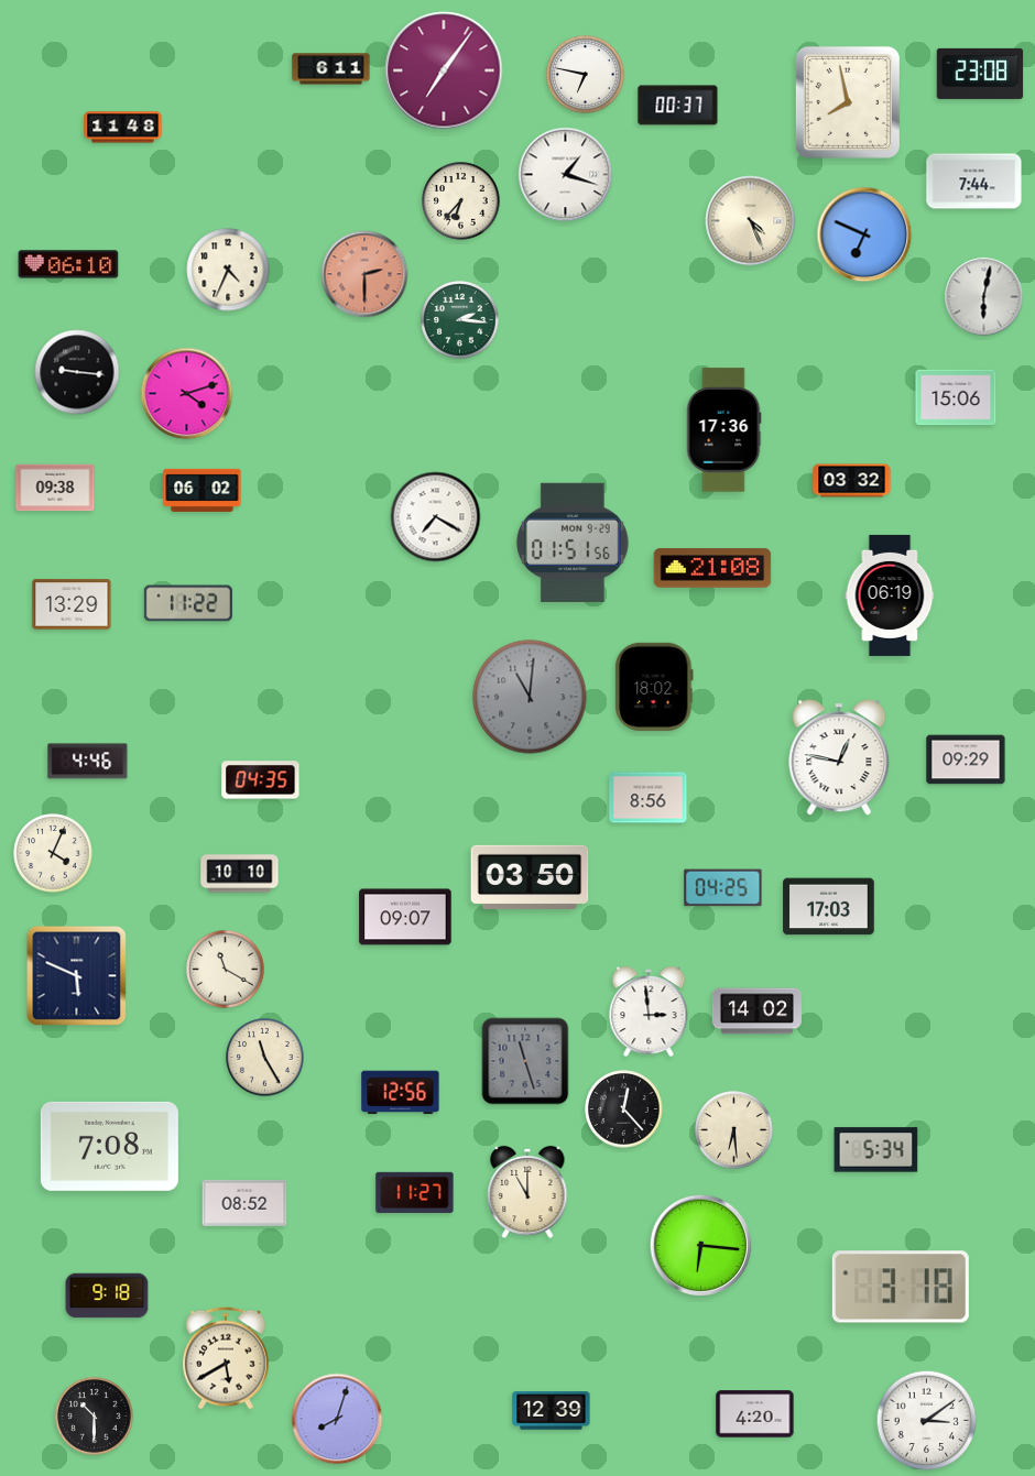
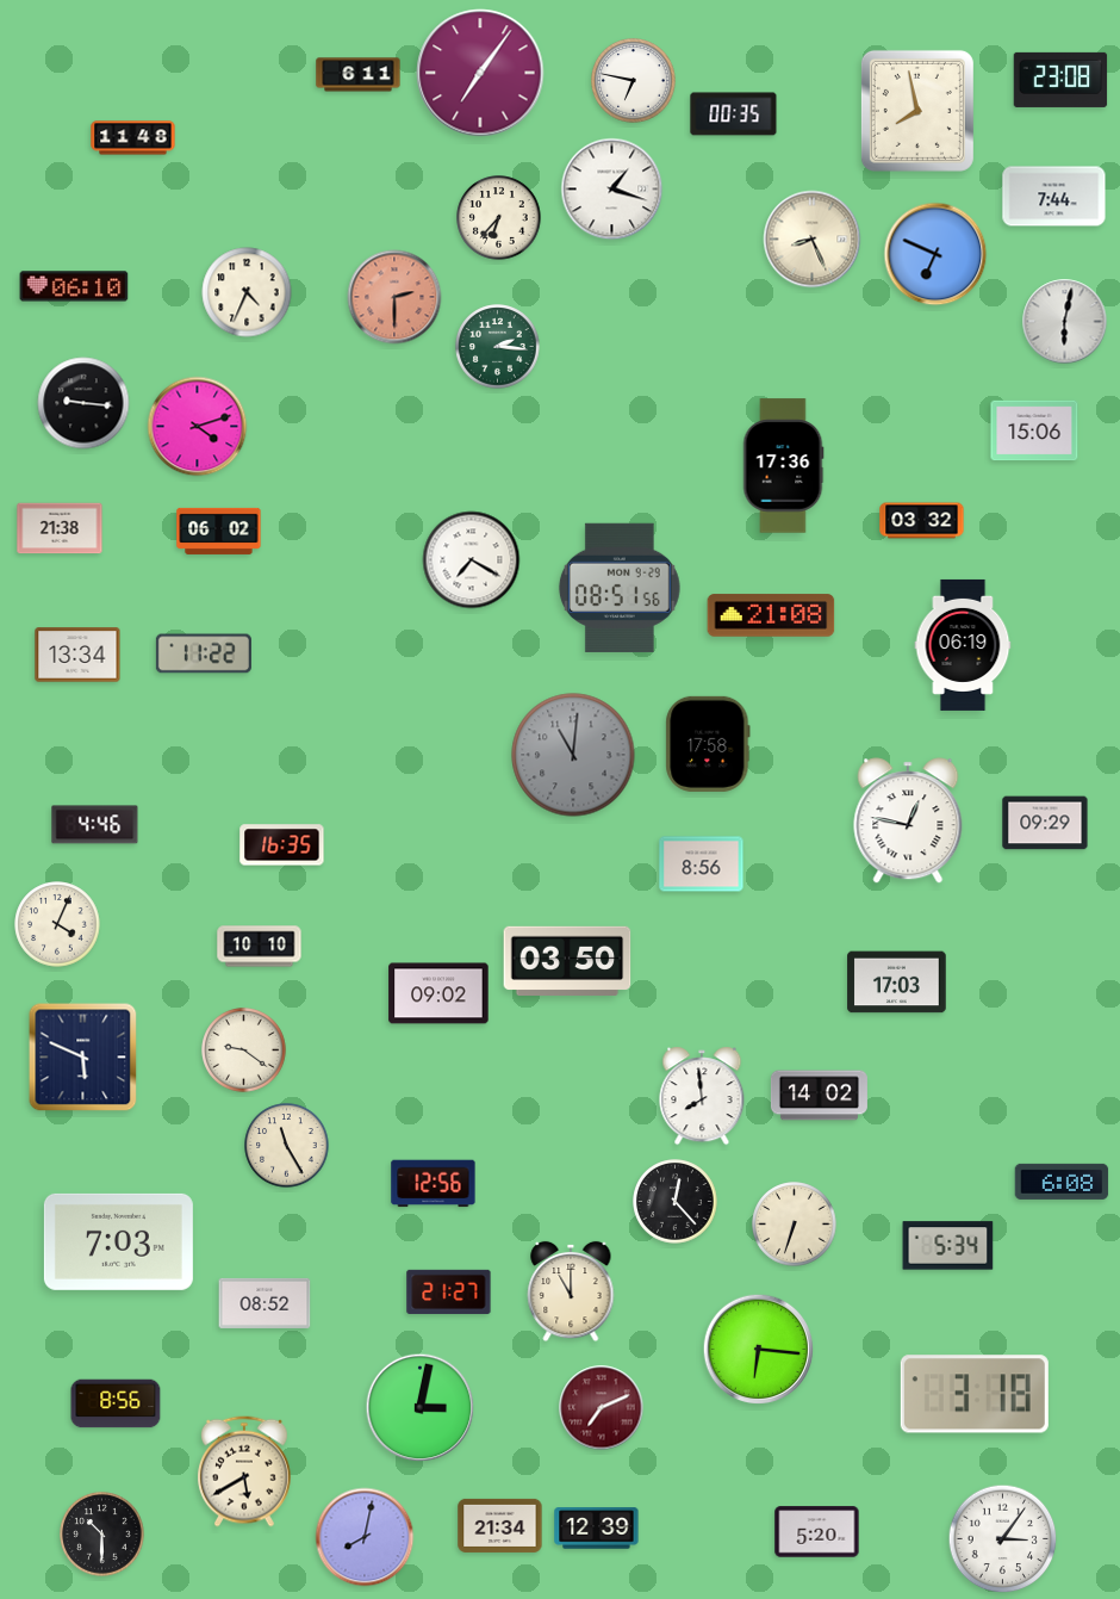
clock at (444, 70) position: (444, 70) -> (480, 73)
clock at (678, 106): 00:37 -> 00:35
clock at (751, 221): 4:26 -> 8:26
clock at (187, 394) position: (187, 394) -> (198, 427)
clock at (55, 488): 09:38 -> 21:38
clock at (573, 543): 01:51 -> 08:51
clock at (72, 604): 13:29 -> 13:34
clock at (654, 687): 18:02 -> 17:58
clock at (261, 780): 04:35 -> 16:35
clock at (530, 876) position: (530, 876) -> (567, 960)
clock at (723, 888): 04:25 -> none
clock at (405, 917): 09:07 -> 09:02
clock at (226, 970): 11:20 -> 9:21
clock at (649, 1012): 2:59 -> 7:59
clock at (525, 1061): 11:27 -> none
clock at (1062, 1182): none -> 6:08
clock at (734, 1130): 6:29 -> 6:33
clock at (109, 1146): 7:08 -> 7:03
clock at (415, 1192): 11:27 -> 21:27
clock at (107, 1295): 9:18 -> 8:56
clock at (421, 1408): none -> 3:02
clock at (602, 1408): none -> 7:11
clock at (500, 1525): none -> 21:34
clock at (755, 1414): 4:20 -> 5:20
clock at (337, 1419): 8:03 -> 8:02
clock at (927, 1421): 3:09 -> 3:06
